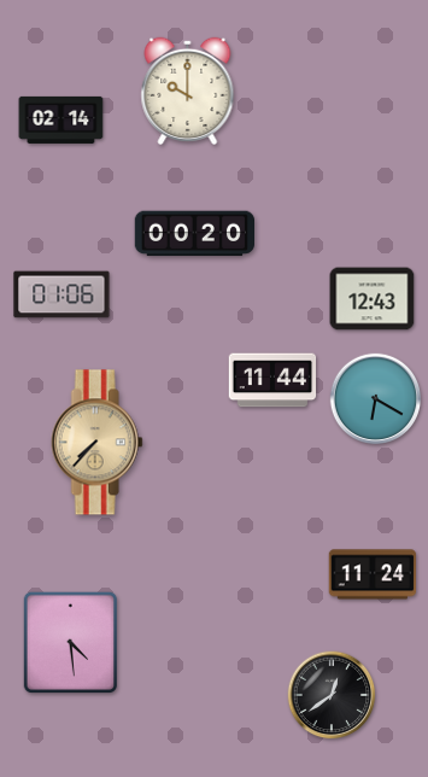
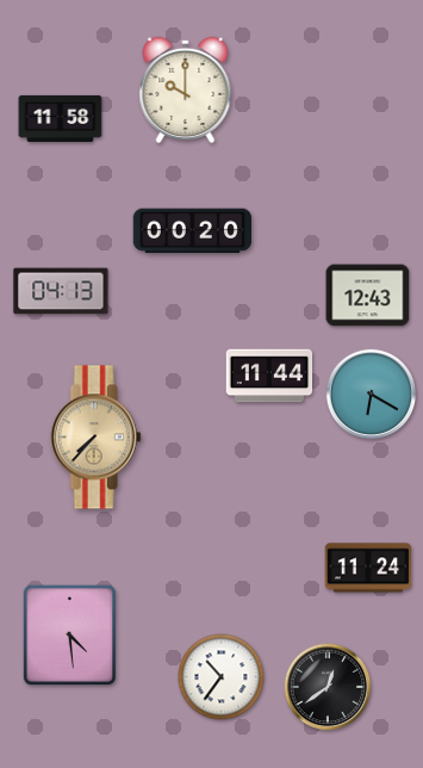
clock at (61, 119): 02:14 -> 11:58
clock at (61, 294): 01:06 -> 04:13
clock at (222, 677): none -> 10:36
